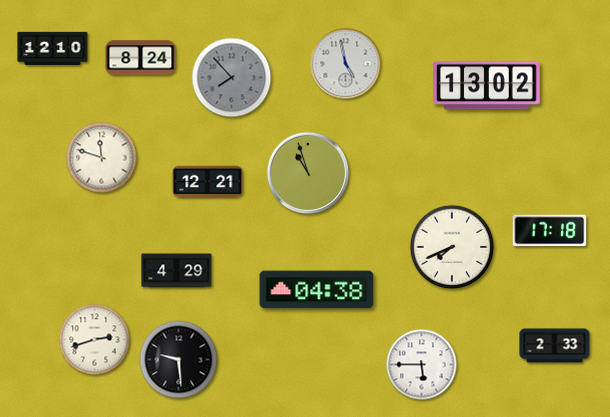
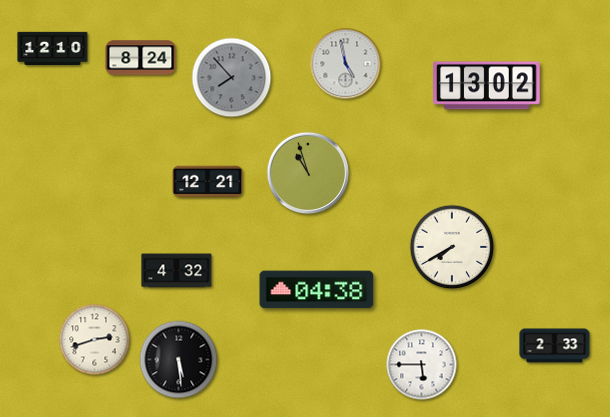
clock at (102, 158): 11:48 -> none
clock at (550, 231): 17:18 -> none
clock at (452, 247): 7:41 -> 7:40
clock at (177, 271): 4:29 -> 4:32
clock at (179, 360): 9:29 -> 5:29
